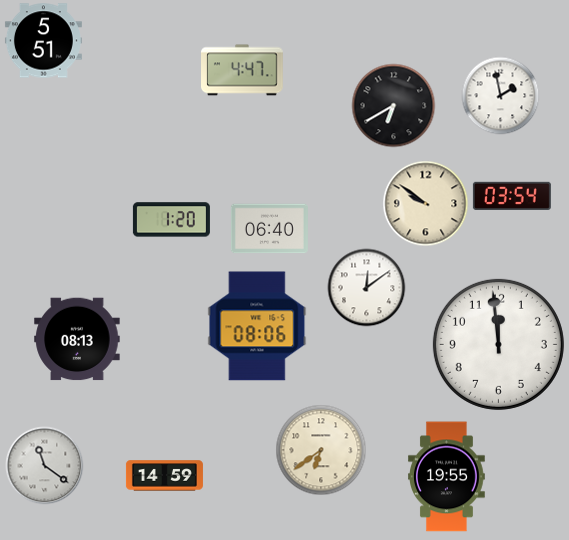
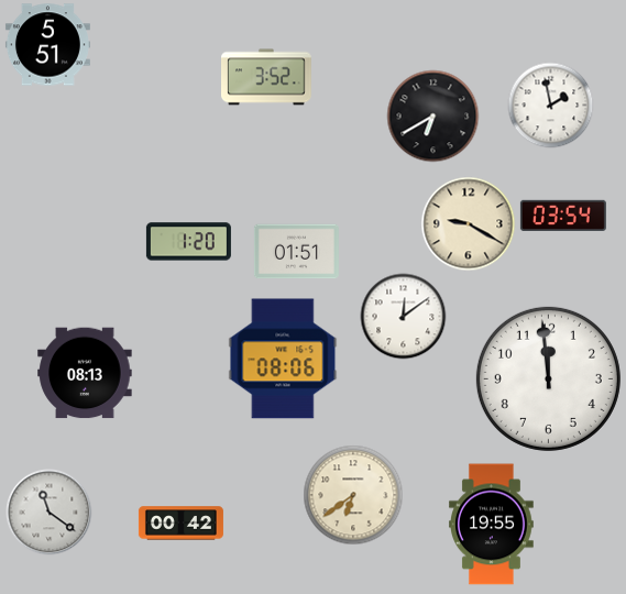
clock at (243, 70): 4:47 -> 3:52
clock at (425, 203): 9:51 -> 9:20
clock at (269, 229): 06:40 -> 01:51
clock at (164, 476): 14:59 -> 00:42
